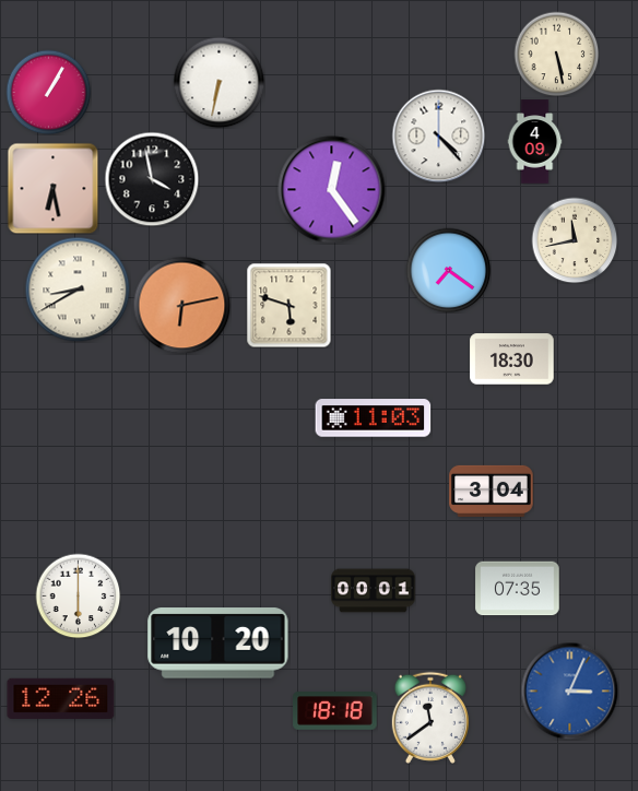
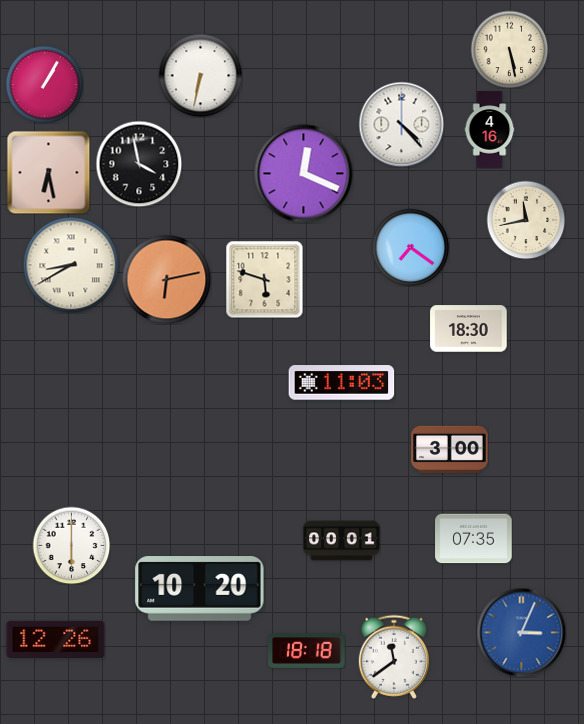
clock at (535, 142): 4:09 -> 4:16
clock at (332, 190): 12:24 -> 12:19
clock at (492, 491): 3:04 -> 3:00
